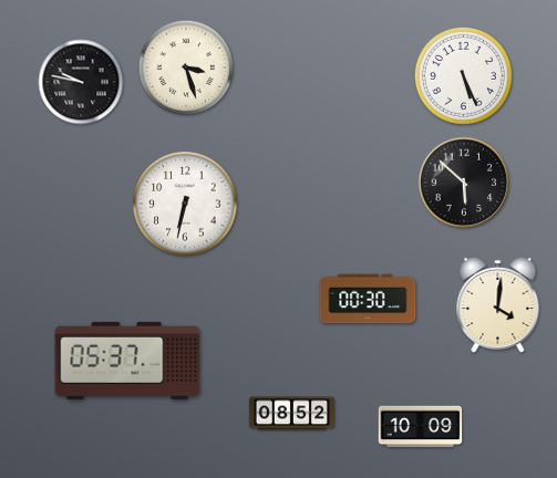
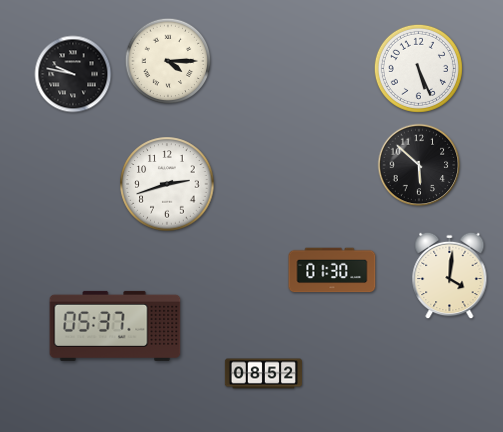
clock at (186, 67): 3:27 -> 4:15
clock at (185, 204): 6:32 -> 2:42
clock at (368, 299): 00:30 -> 01:30
clock at (421, 427): 10:09 -> none
